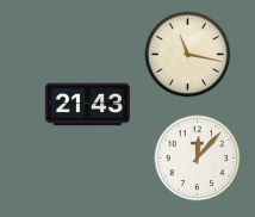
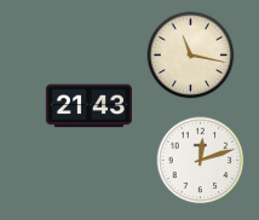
clock at (198, 159): 12:07 -> 12:12
